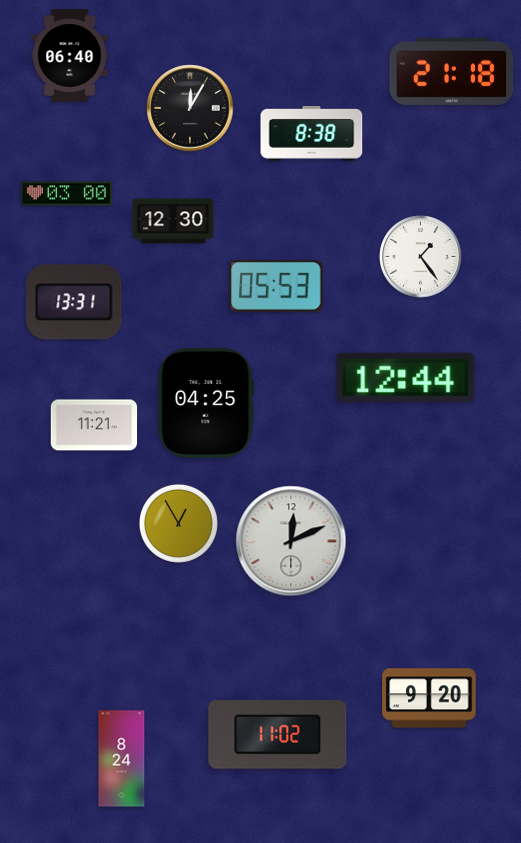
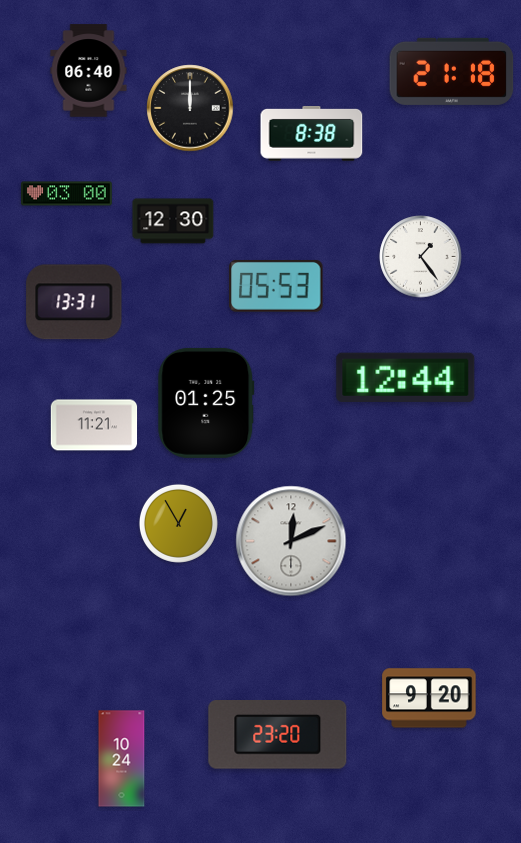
clock at (70, 56) position: (70, 56) -> (89, 71)
clock at (190, 108): 12:05 -> 12:00
clock at (206, 403): 04:25 -> 01:25
clock at (278, 735): 11:02 -> 23:20
clock at (122, 759): 8:24 -> 10:24
